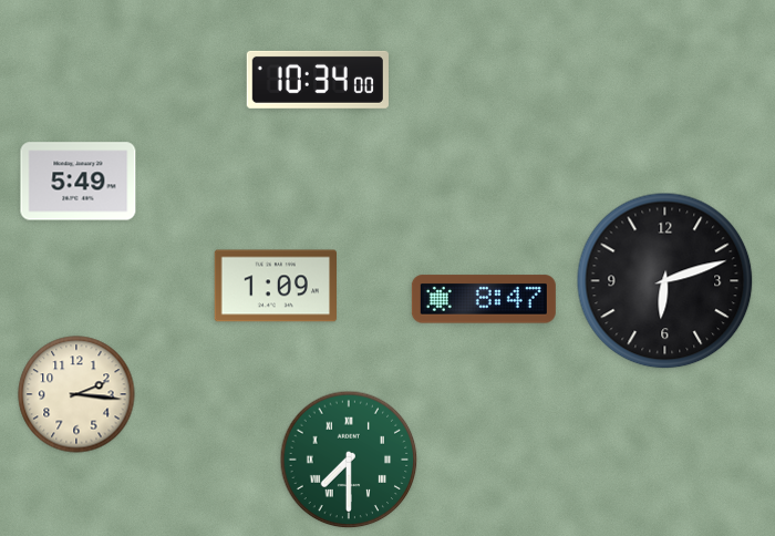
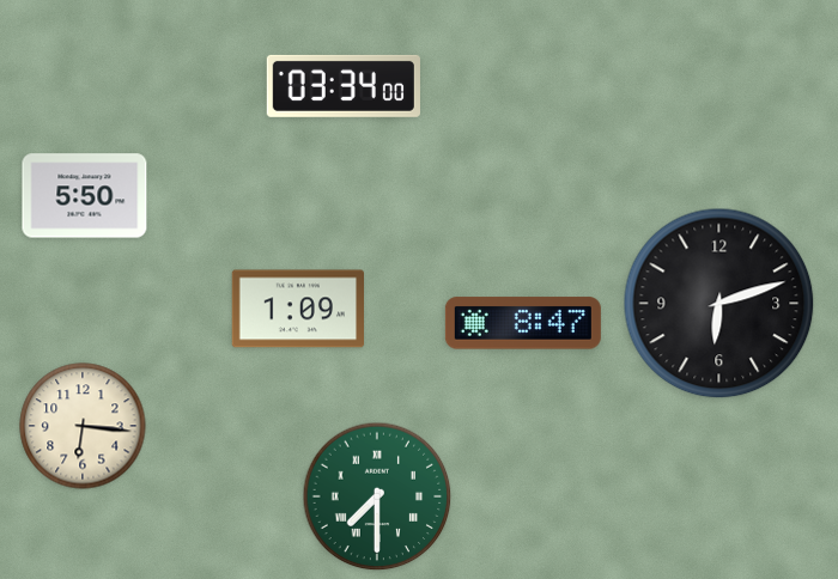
clock at (318, 80): 10:34 -> 03:34
clock at (79, 182): 5:49 -> 5:50
clock at (76, 394): 2:16 -> 6:16
